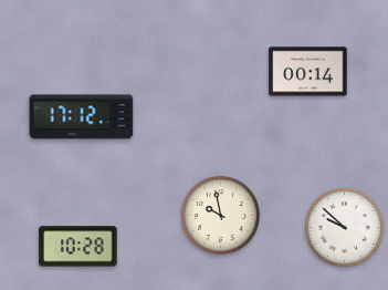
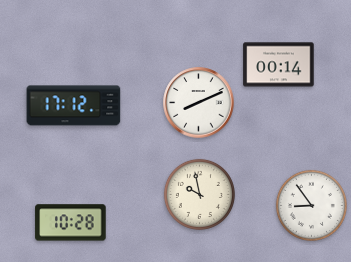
clock at (199, 103): none -> 8:11
clock at (344, 227): 9:52 -> 8:54
